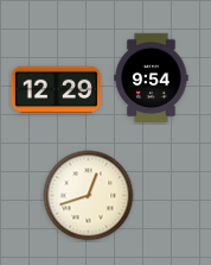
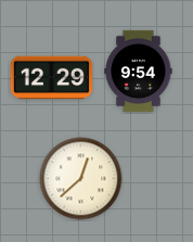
clock at (56, 90) position: (56, 90) -> (51, 78)
clock at (89, 196): 12:42 -> 12:38
